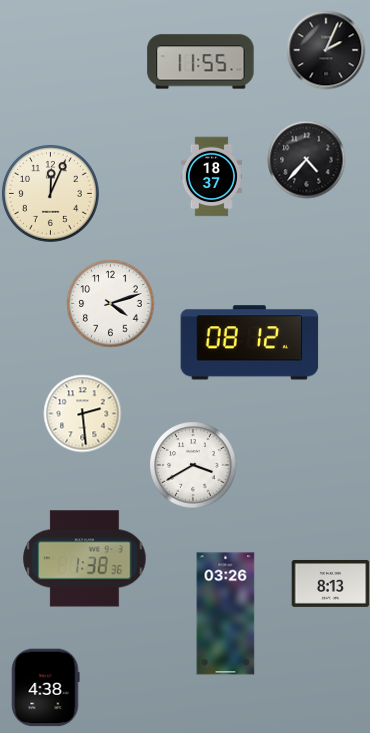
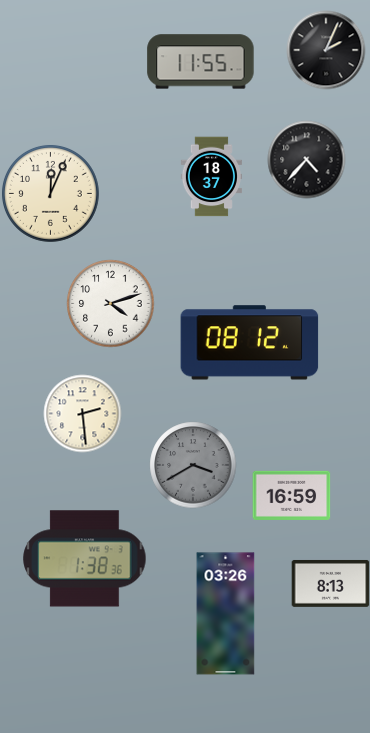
clock at (193, 465) dial: white -> grey
clock at (291, 495): none -> 16:59
clock at (46, 687): 4:38 -> none
